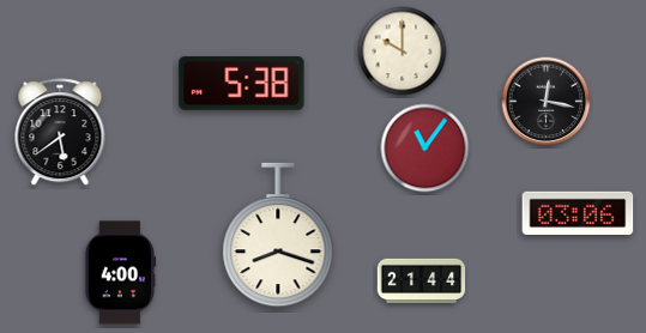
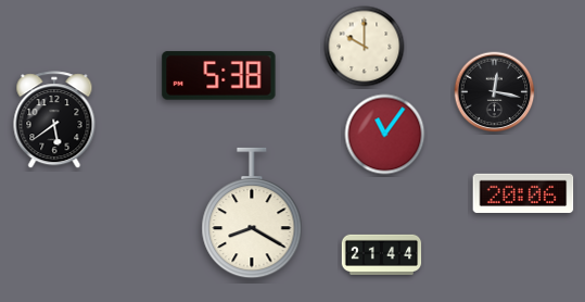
clock at (578, 212): 03:06 -> 20:06
clock at (278, 235): 8:18 -> 8:20
clock at (120, 273): 4:00 -> none
